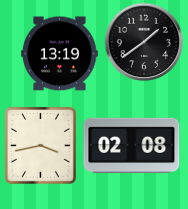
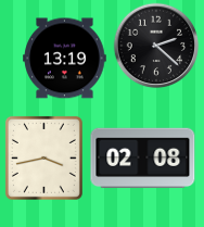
clock at (144, 42): 1:39 -> 2:22
